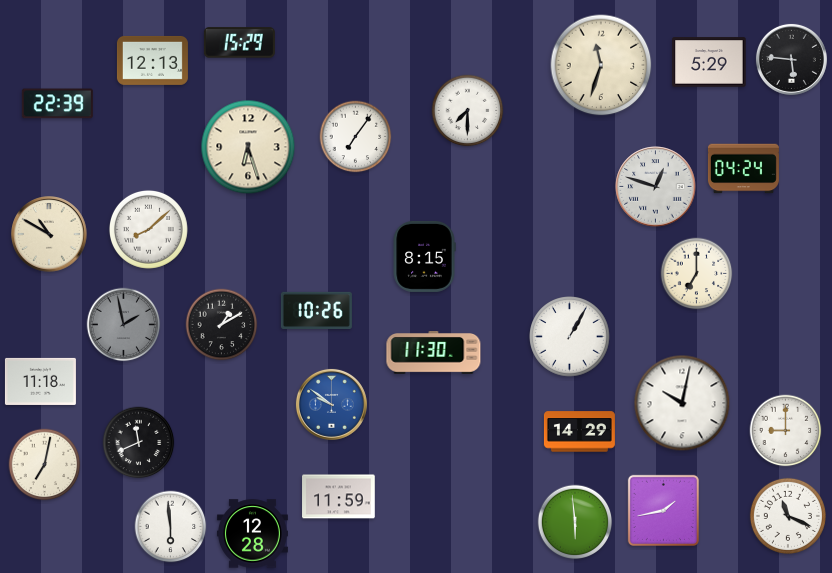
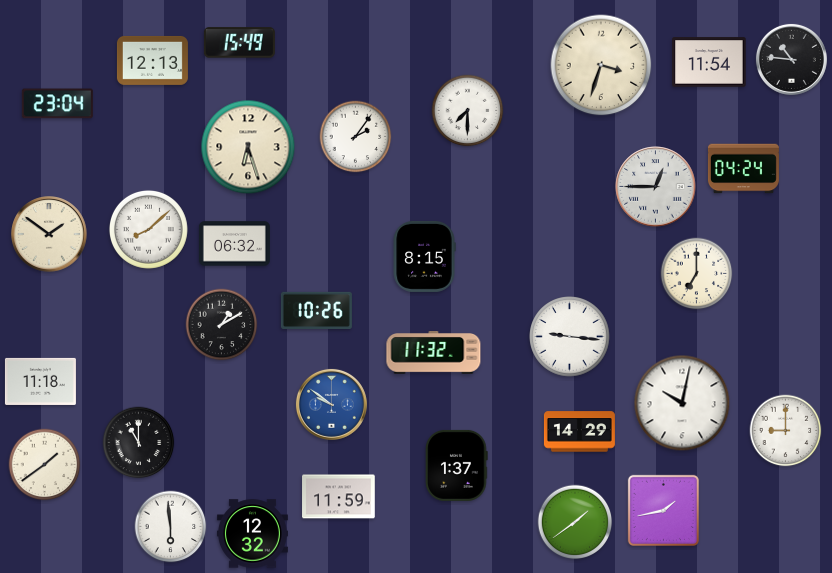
clock at (239, 43): 15:29 -> 15:49
clock at (791, 59): 5:46 -> 10:46
clock at (709, 62): 5:29 -> 11:54
clock at (601, 65): 11:33 -> 3:33
clock at (57, 104): 22:39 -> 23:04
clock at (356, 137): 7:06 -> 2:06
clock at (656, 187): 12:48 -> 12:45
clock at (49, 234): 10:50 -> 1:51
clock at (234, 244): none -> 06:32
clock at (124, 325): 1:58 -> none
clock at (570, 337): 1:05 -> 9:16
clock at (434, 353): 11:30 -> 11:32
clock at (139, 443): 11:41 -> 11:00
clock at (45, 465): 7:02 -> 1:39
clock at (457, 465): none -> 1:37
clock at (788, 516): 11:19 -> none
clock at (575, 522): 5:59 -> 1:39
clock at (252, 534): 12:28 -> 12:32
